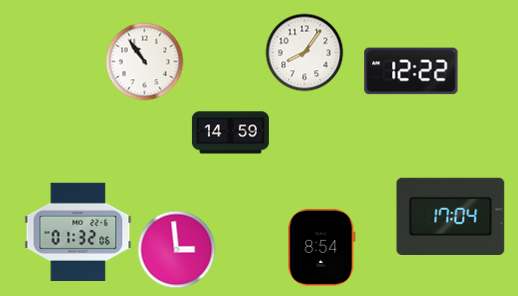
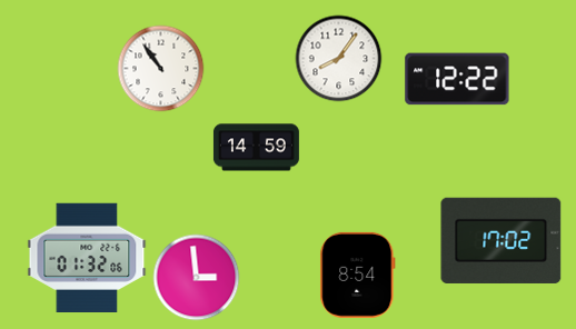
clock at (451, 216): 17:04 -> 17:02
